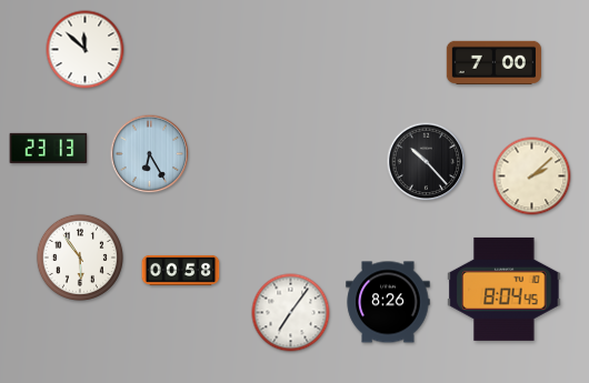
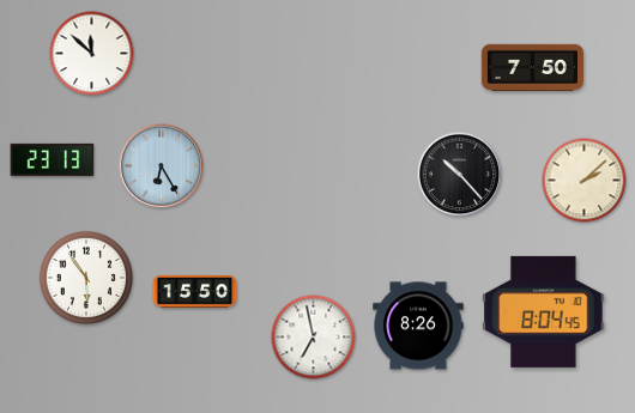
clock at (493, 62): 7:00 -> 7:50
clock at (532, 177) position: (532, 177) -> (585, 181)
clock at (181, 270): 00:58 -> 15:50
clock at (291, 313): 7:06 -> 6:58
